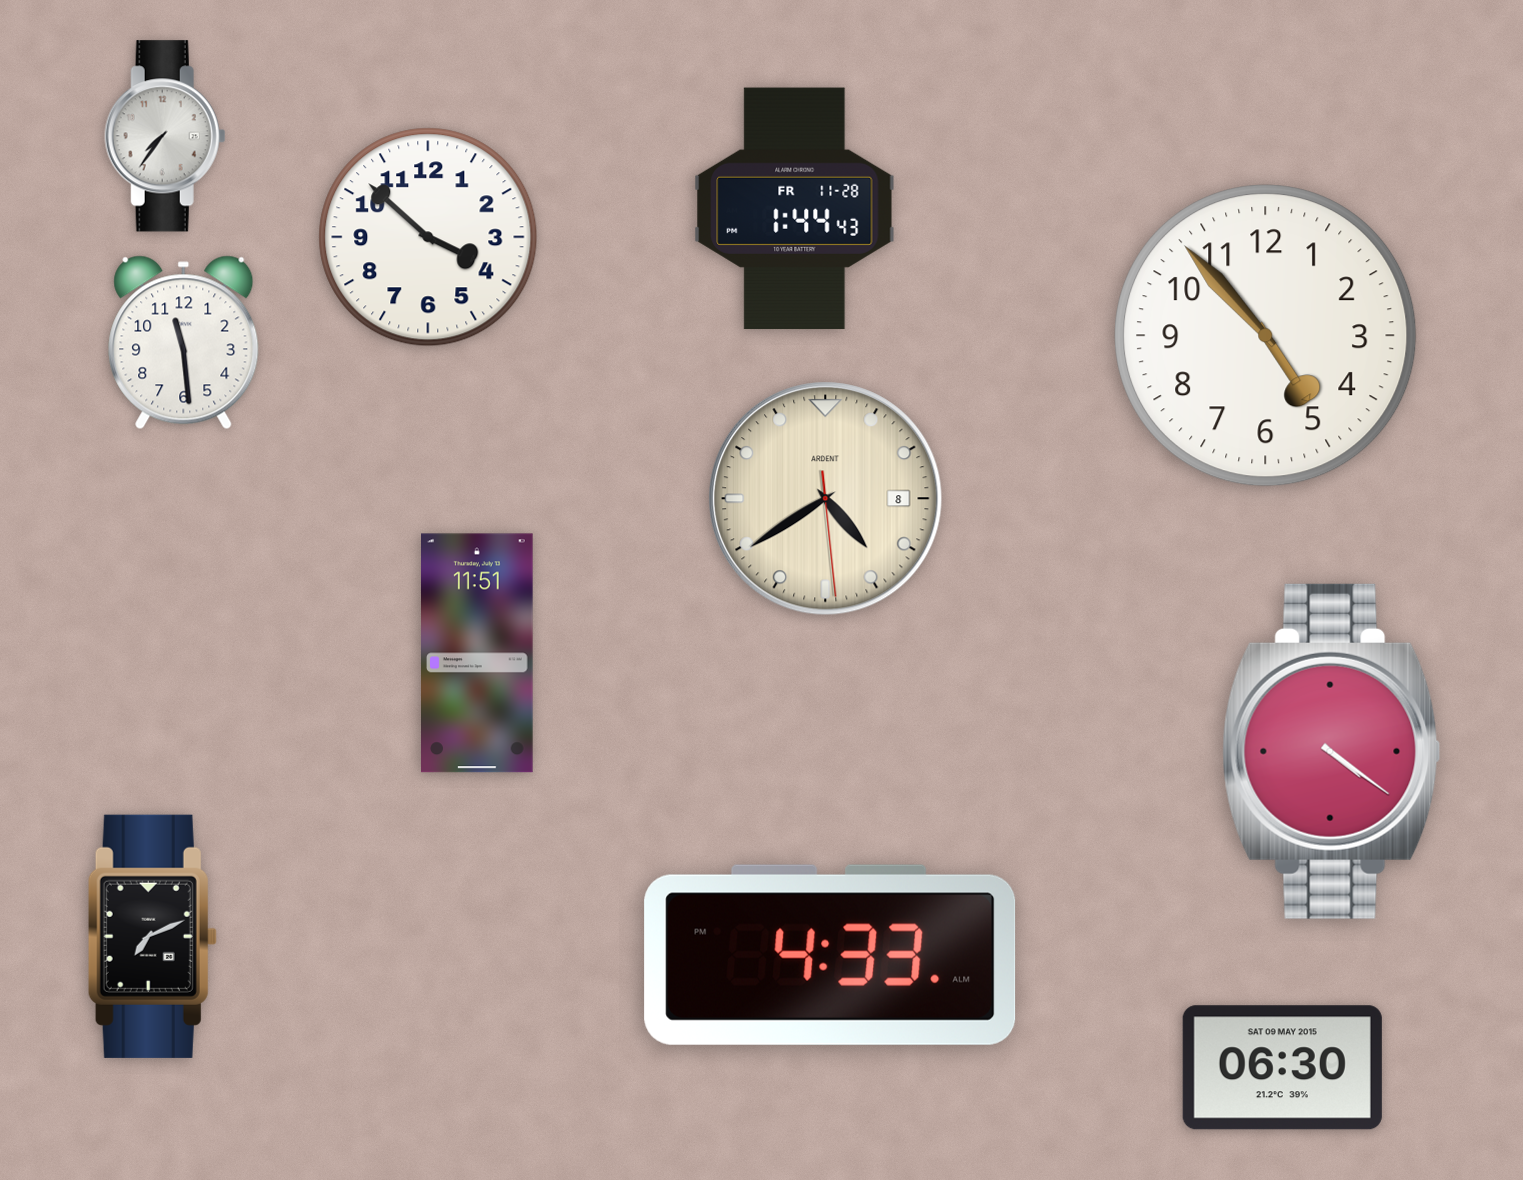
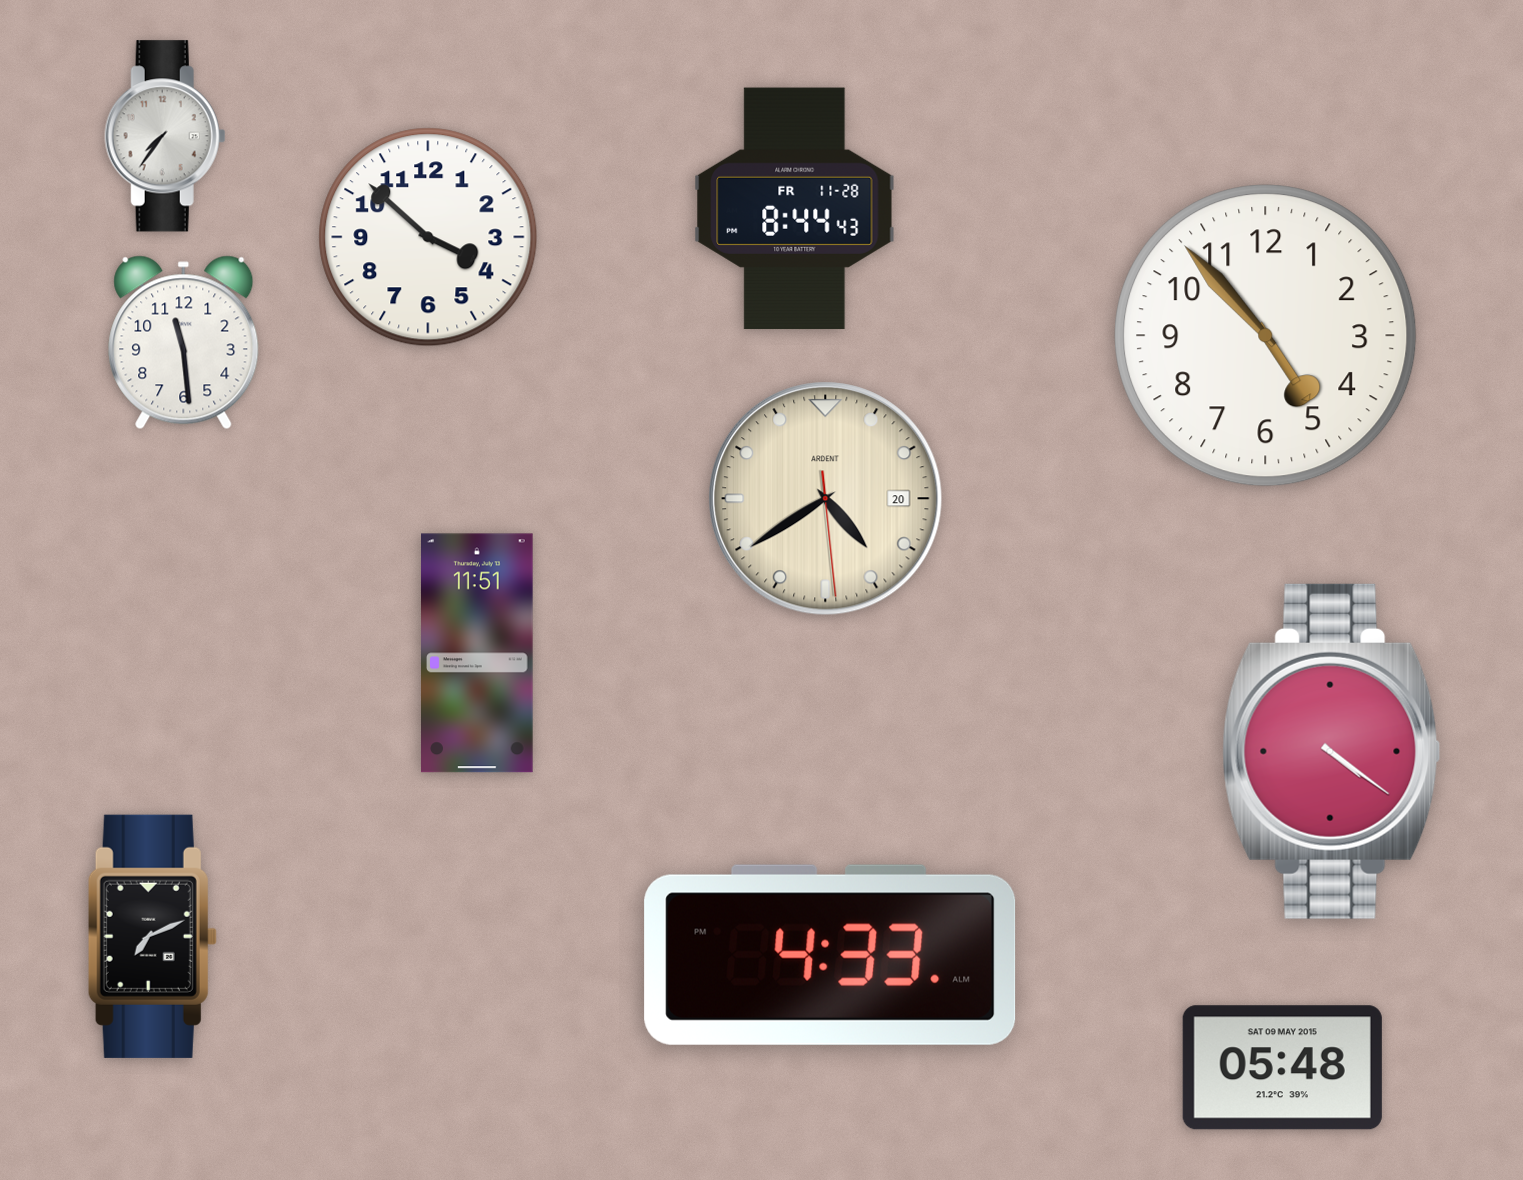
clock at (795, 209): 1:44 -> 8:44
clock at (826, 499) date: 8 -> 20
clock at (1282, 1068): 06:30 -> 05:48
